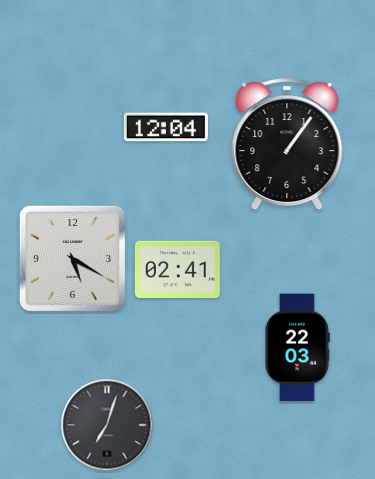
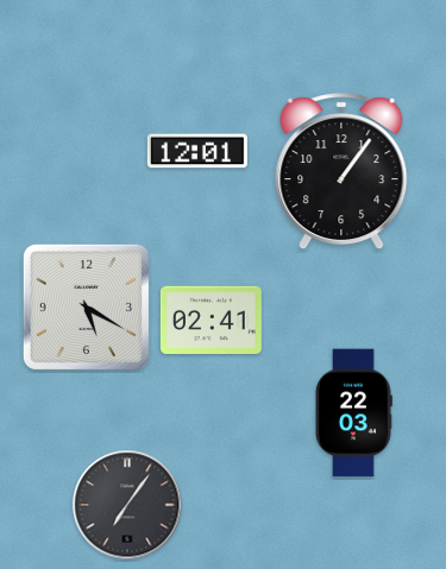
clock at (166, 127): 12:04 -> 12:01
clock at (107, 425): 7:03 -> 7:06
